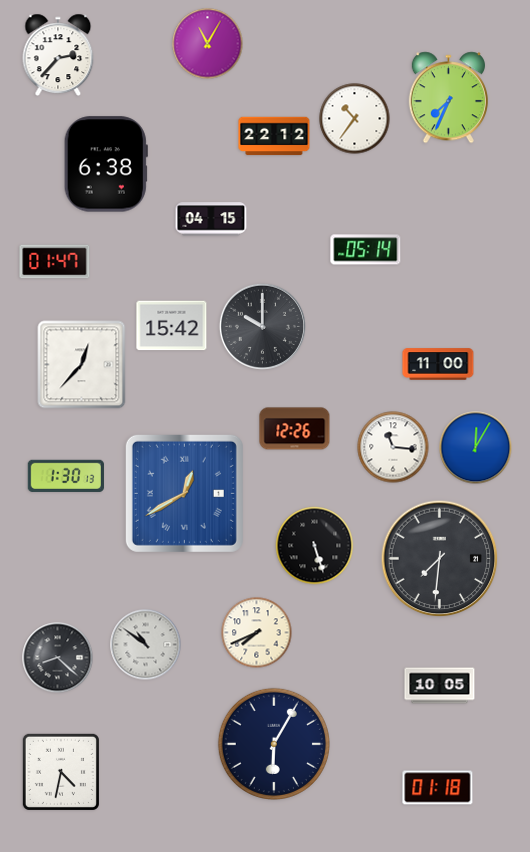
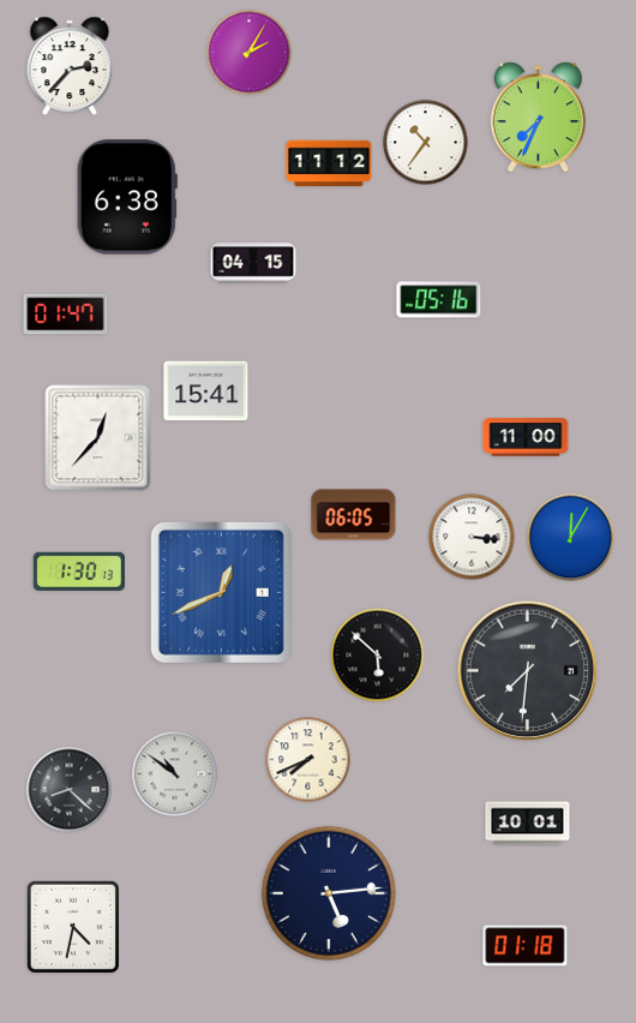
clock at (208, 44): 11:05 -> 2:05
clock at (274, 136): 22:12 -> 11:12
clock at (366, 250): 05:14 -> 05:16
clock at (172, 326): 15:42 -> 15:41
clock at (262, 326): 10:00 -> none
clock at (295, 429): 12:26 -> 06:05
clock at (393, 447): 11:16 -> 3:16
clock at (184, 493): 12:40 -> 12:41
clock at (315, 546): 5:27 -> 5:52
clock at (440, 686): 10:05 -> 10:01
clock at (274, 744): 6:05 -> 5:14
